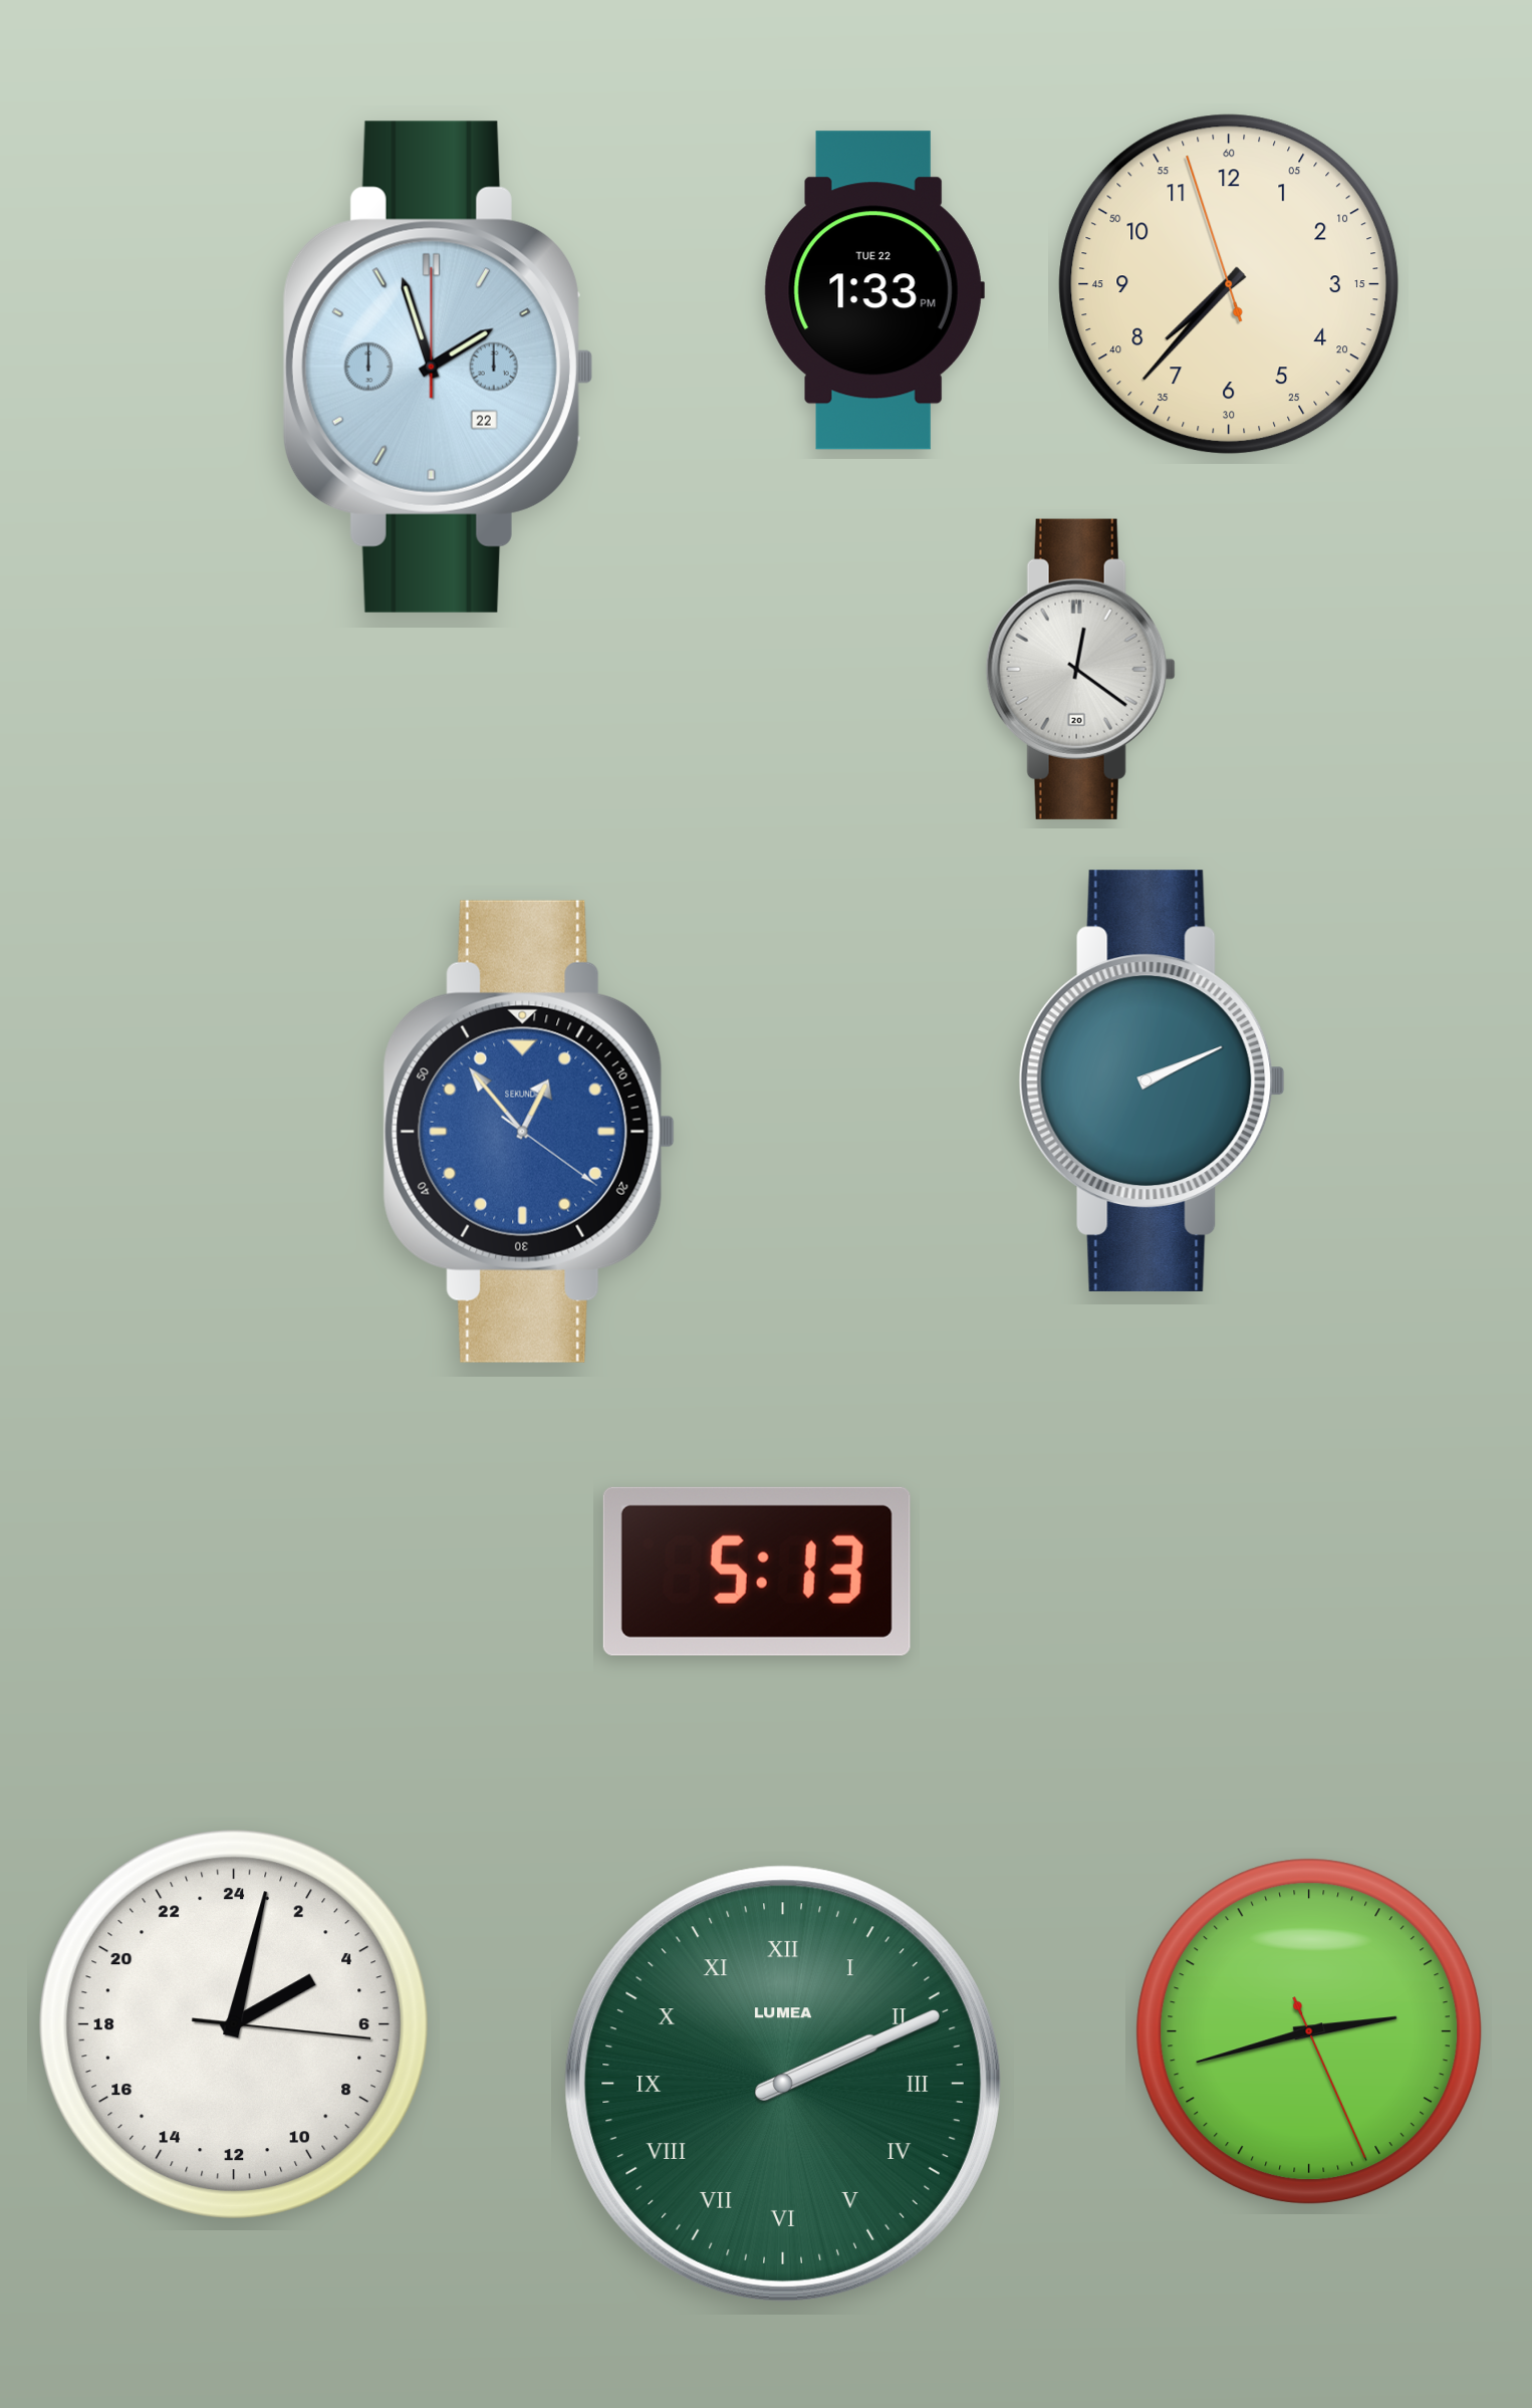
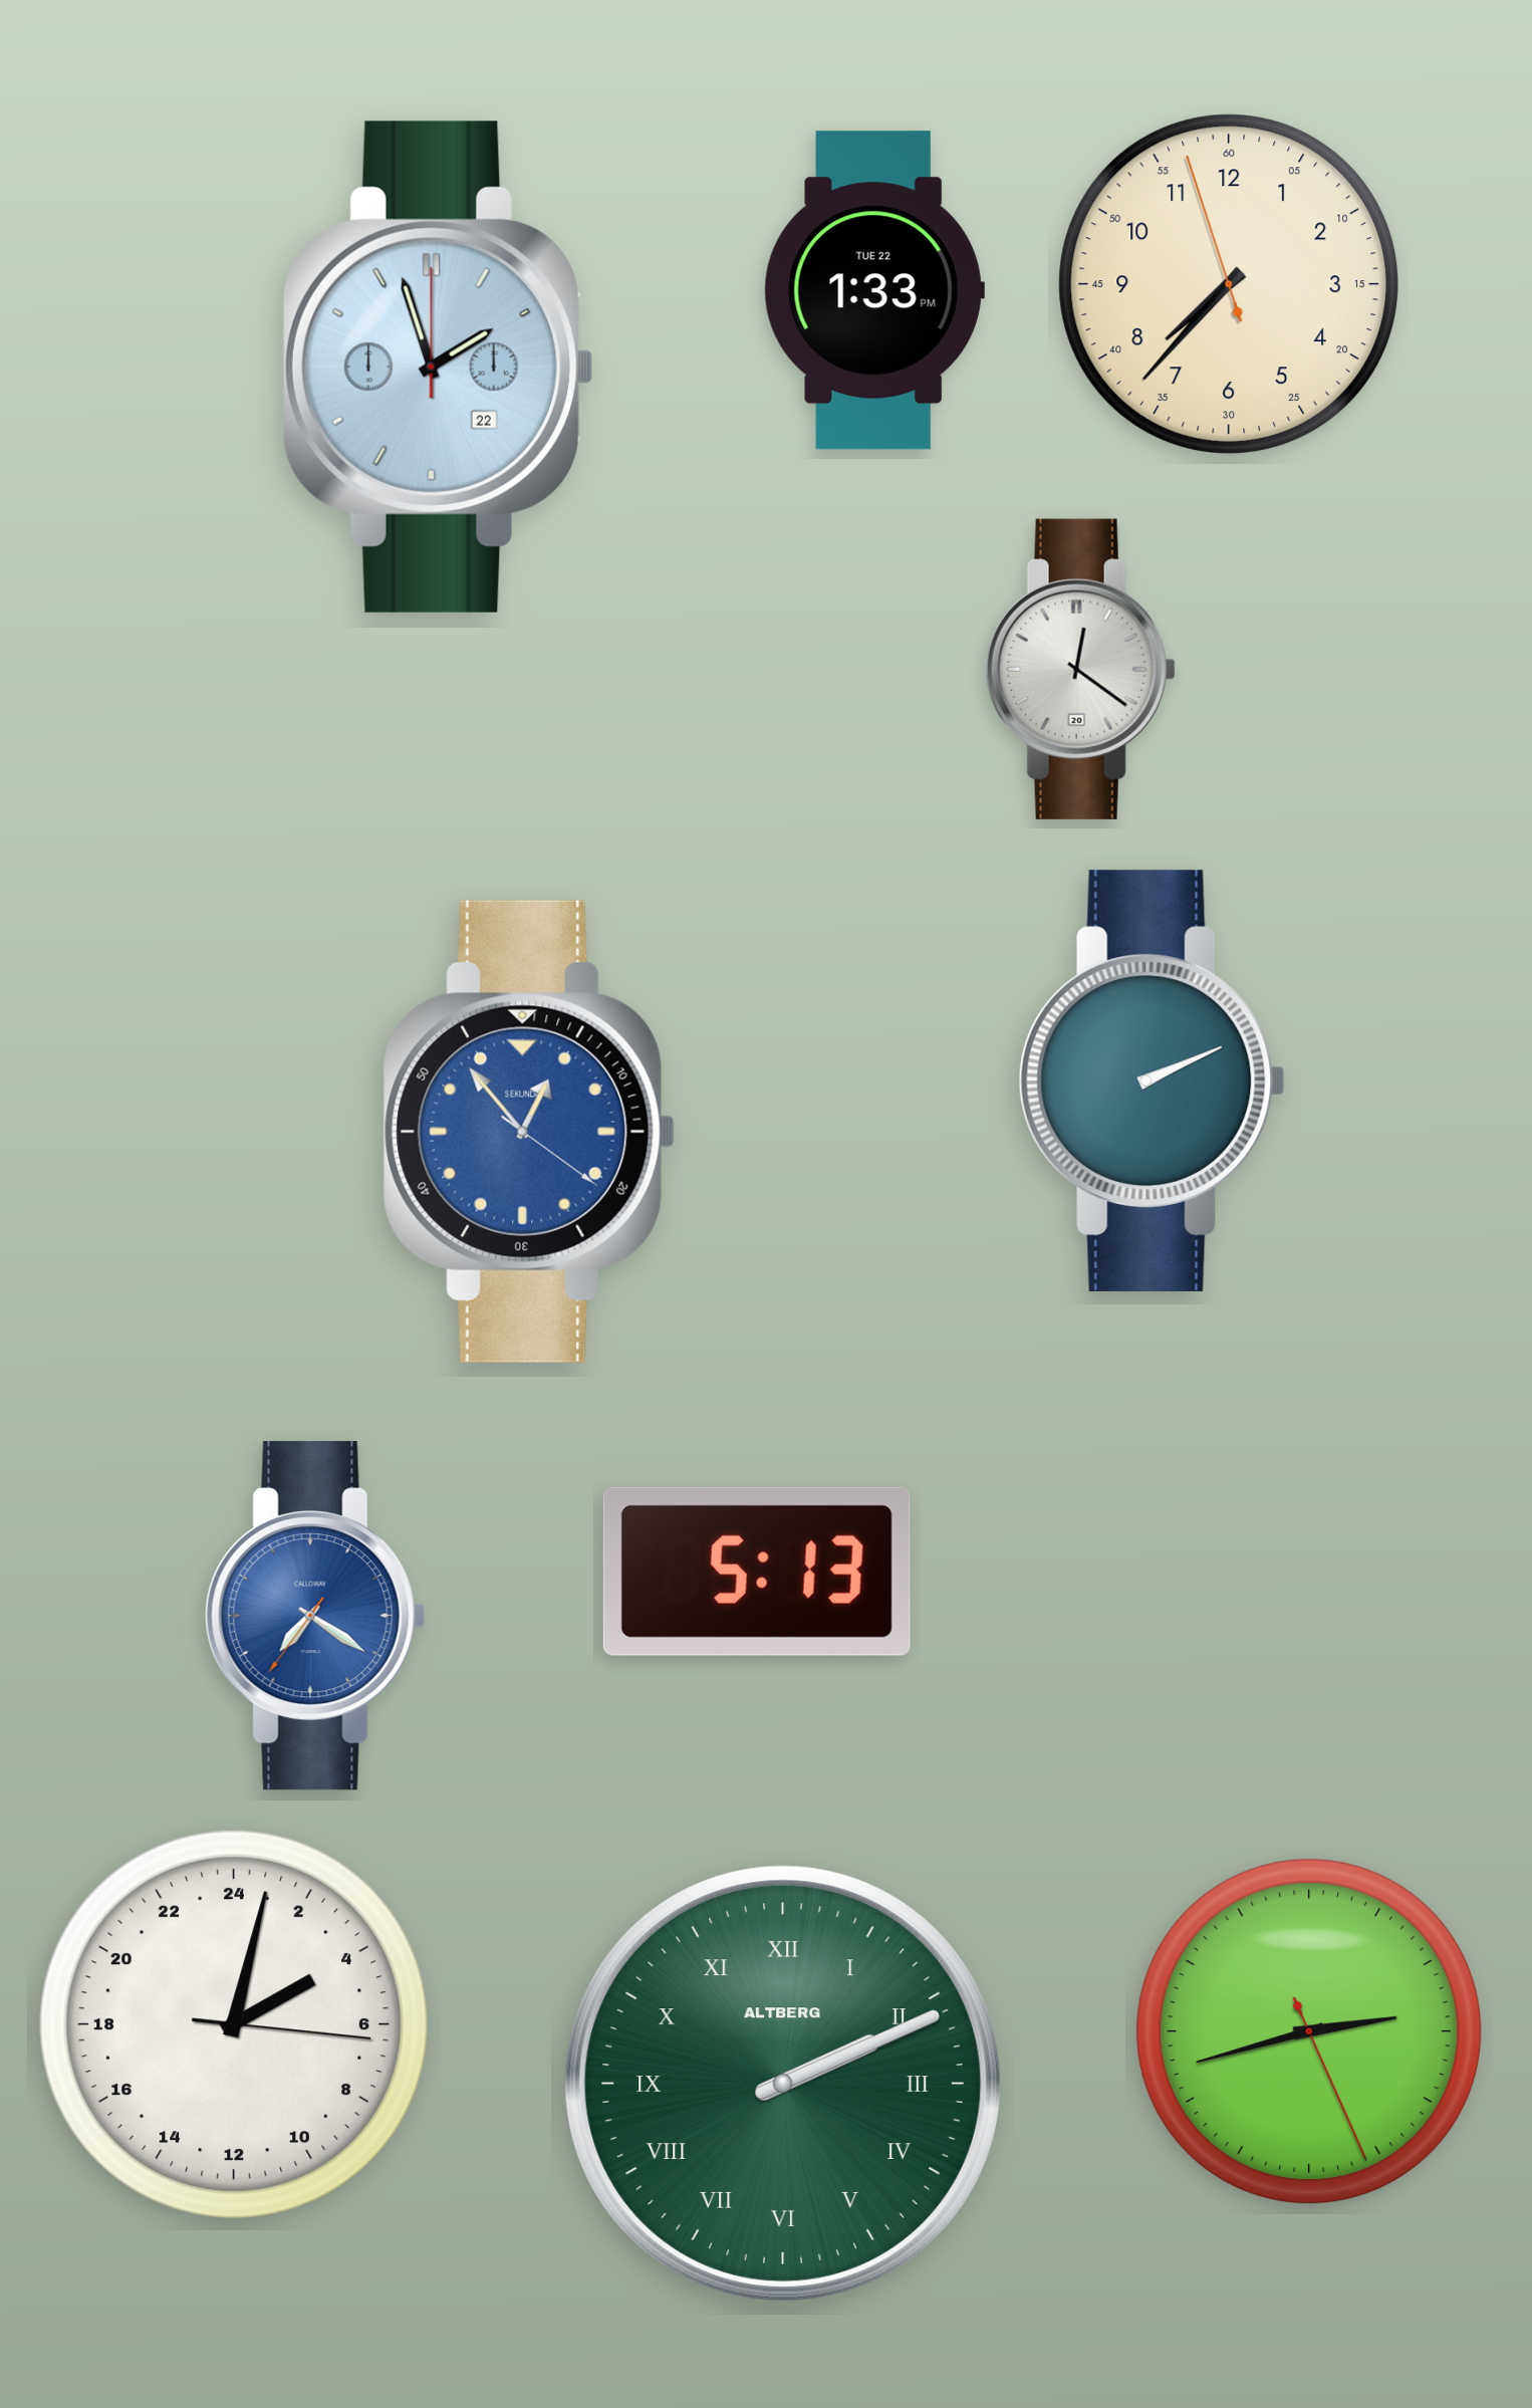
clock at (315, 1616): none -> 7:20
clock at (783, 2084) brand: LUMEA -> ALTBERG
